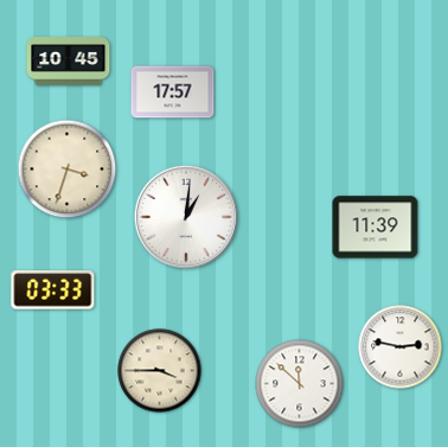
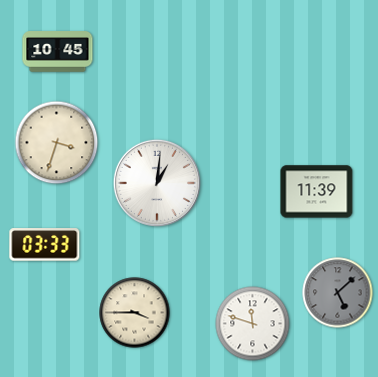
clock at (173, 92): 17:57 -> none
clock at (401, 347): 2:47 -> 5:08
clock at (401, 347) dial: white -> grey
clock at (300, 384): 11:52 -> 11:48
